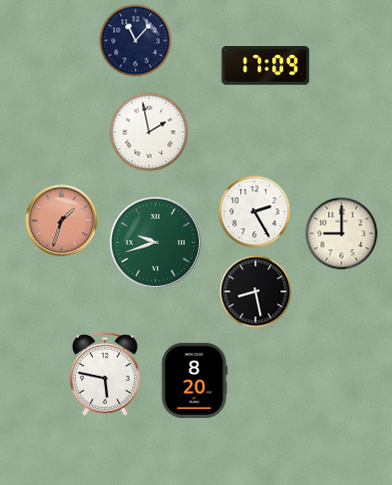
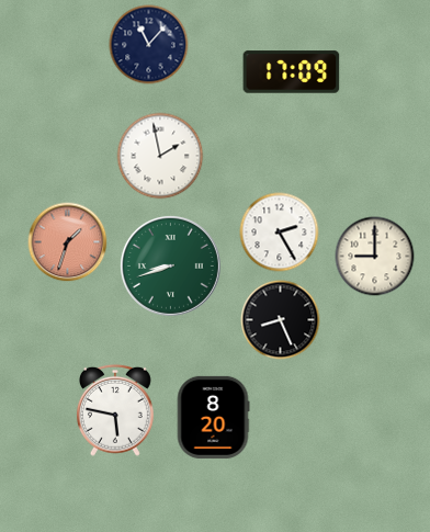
clock at (149, 132) position: (149, 132) -> (160, 156)
clock at (155, 242): 9:42 -> 8:42
clock at (256, 292): 8:28 -> 8:26
